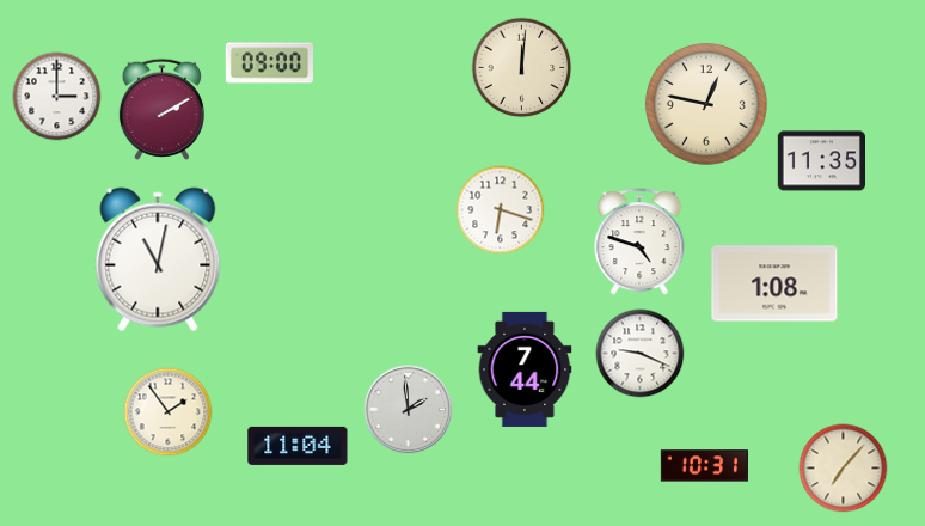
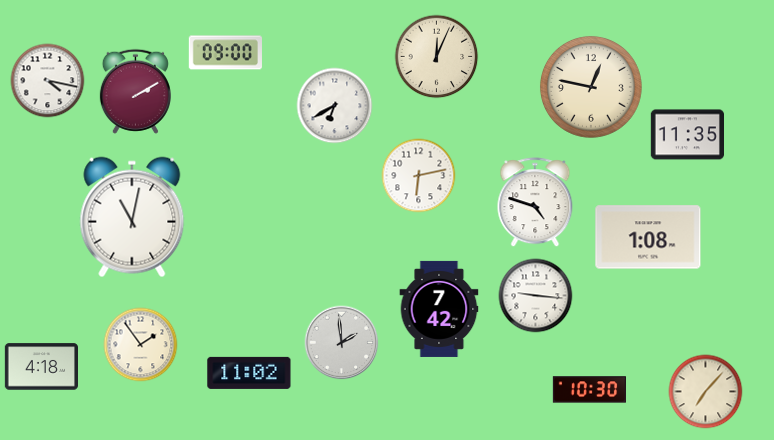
clock at (522, 68): 12:01 -> 12:04
clock at (57, 97): 3:00 -> 4:17
clock at (335, 106): none -> 6:40
clock at (501, 210): 6:18 -> 6:13
clock at (641, 354): 9:19 -> 9:16
clock at (525, 369): 7:44 -> 7:42
clock at (41, 367): none -> 4:18
clock at (298, 446): 11:04 -> 11:02
clock at (704, 466): 10:31 -> 10:30
